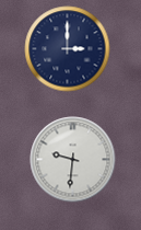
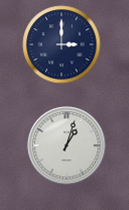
clock at (72, 159): 9:31 -> 1:03
